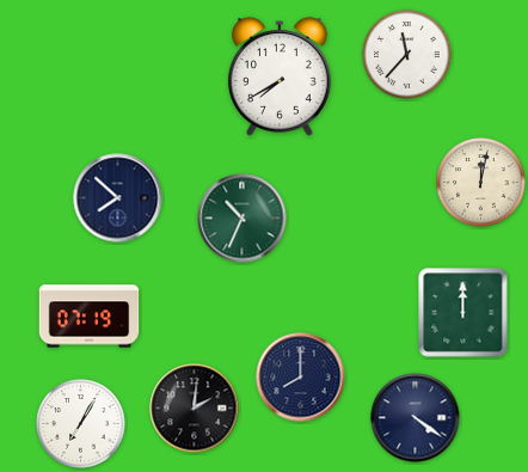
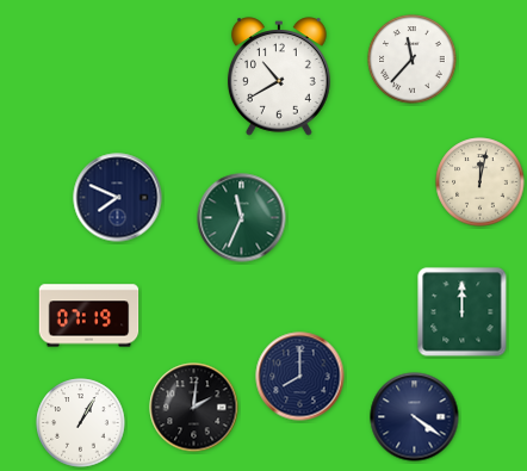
clock at (407, 55) position: (407, 55) -> (413, 60)
clock at (280, 76): 7:40 -> 10:40
clock at (118, 198): 7:52 -> 7:49
clock at (242, 219): 10:34 -> 11:34
clock at (81, 424): 7:05 -> 1:05
